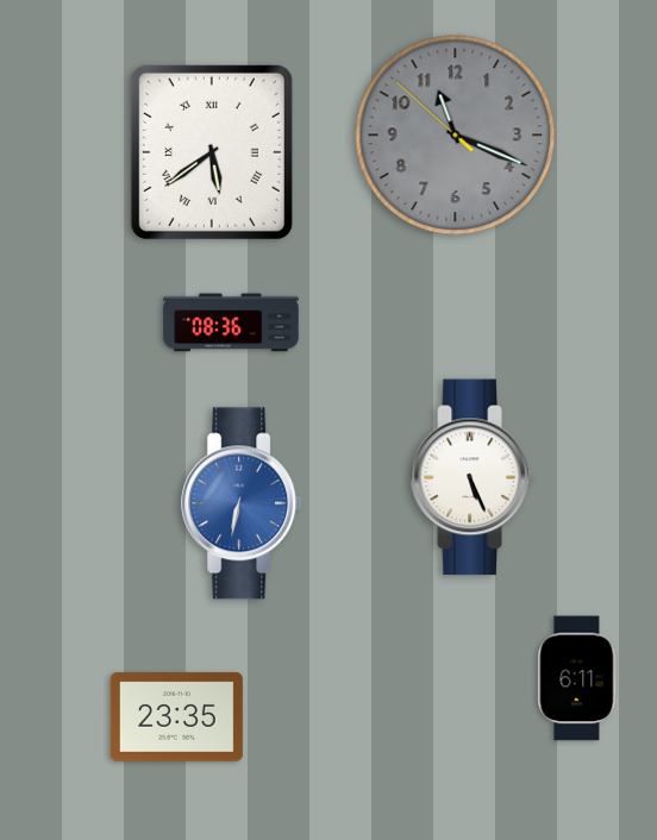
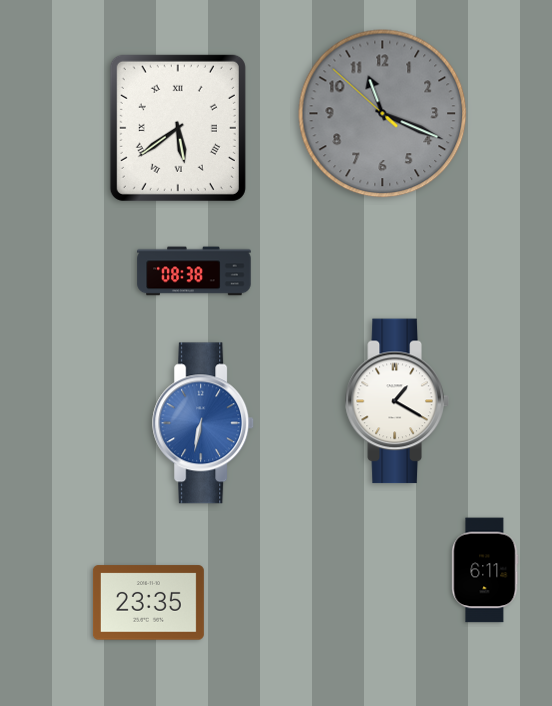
clock at (231, 322): 08:36 -> 08:38
clock at (473, 477): 5:26 -> 1:20
